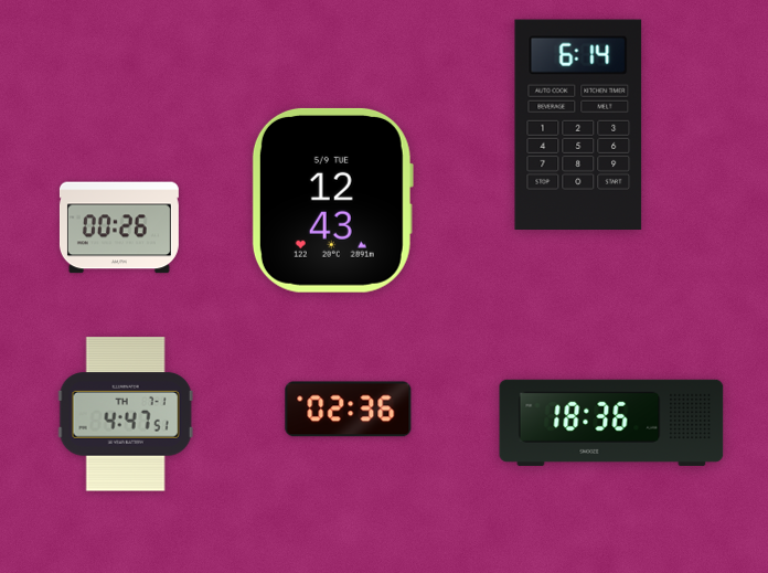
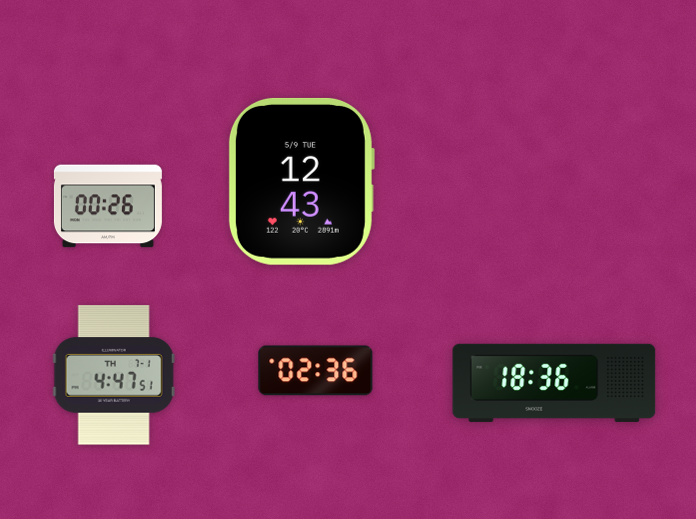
clock at (578, 124): 6:14 -> none
